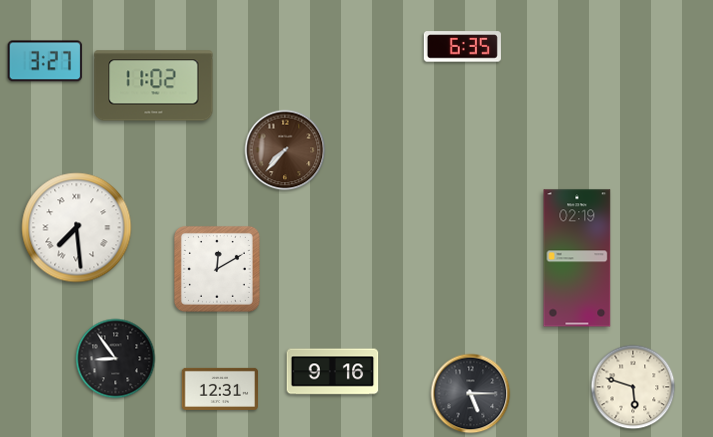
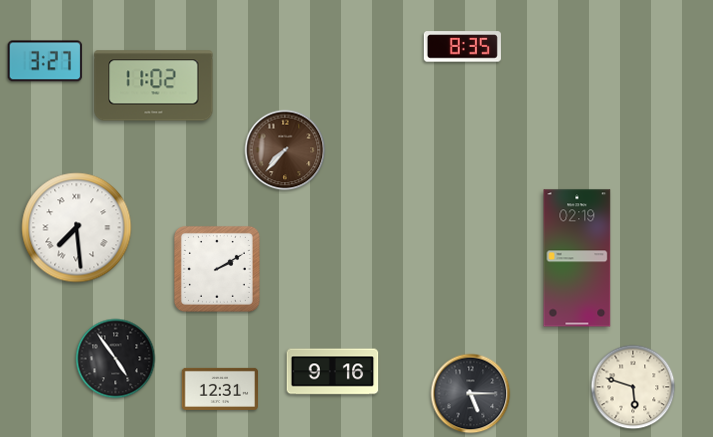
clock at (462, 47): 6:35 -> 8:35
clock at (217, 269): 12:10 -> 2:10
clock at (116, 359): 8:54 -> 4:54
